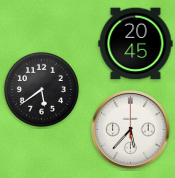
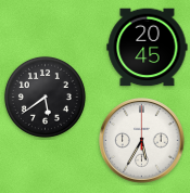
clock at (131, 130): 5:37 -> 5:35
